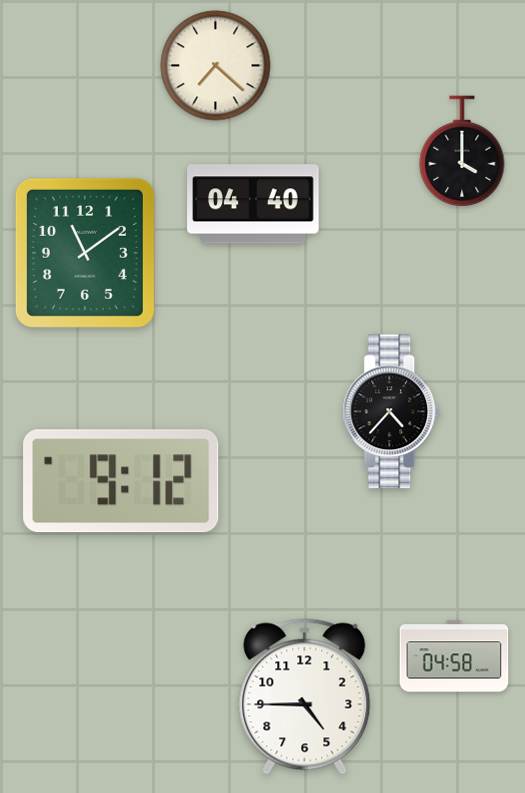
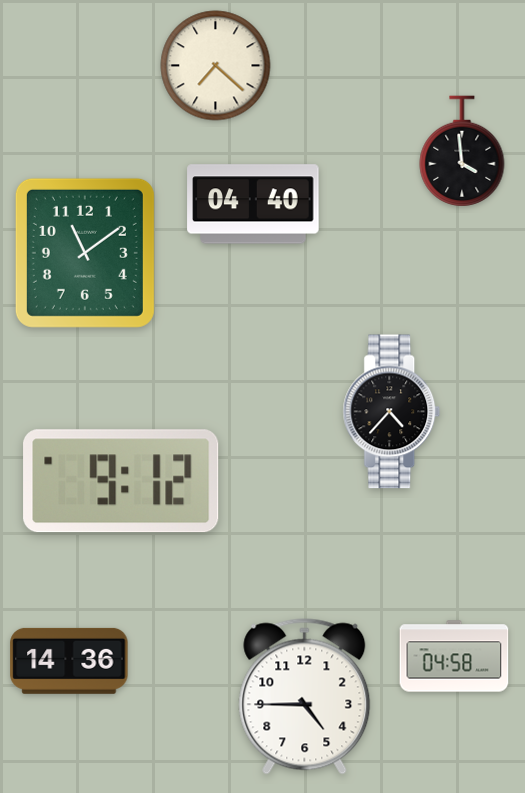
clock at (462, 151): 4:00 -> 3:59
clock at (69, 661): none -> 14:36
